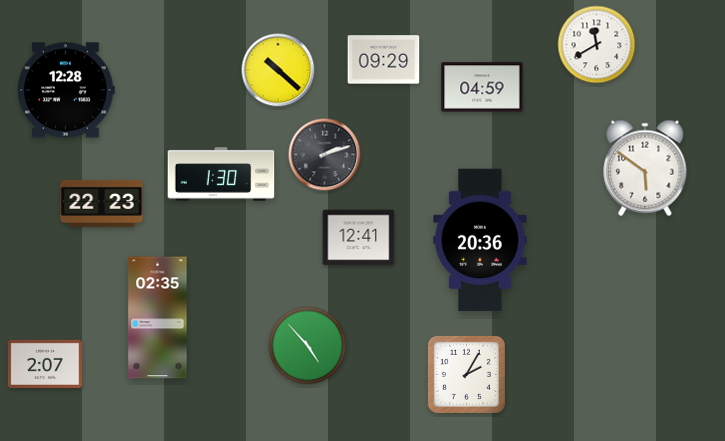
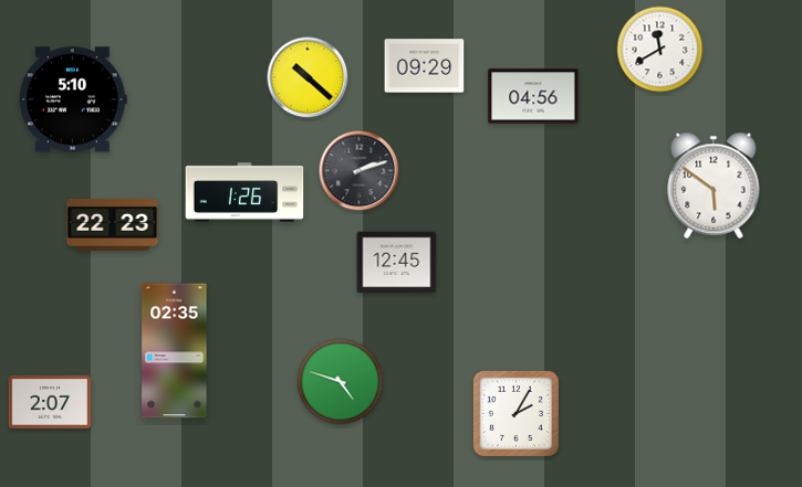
clock at (482, 87): 04:59 -> 04:56
clock at (66, 90): 12:28 -> 5:10
clock at (221, 174): 1:30 -> 1:26
clock at (359, 238): 12:41 -> 12:45
clock at (480, 240): 20:36 -> none
clock at (308, 346): 4:53 -> 4:48
